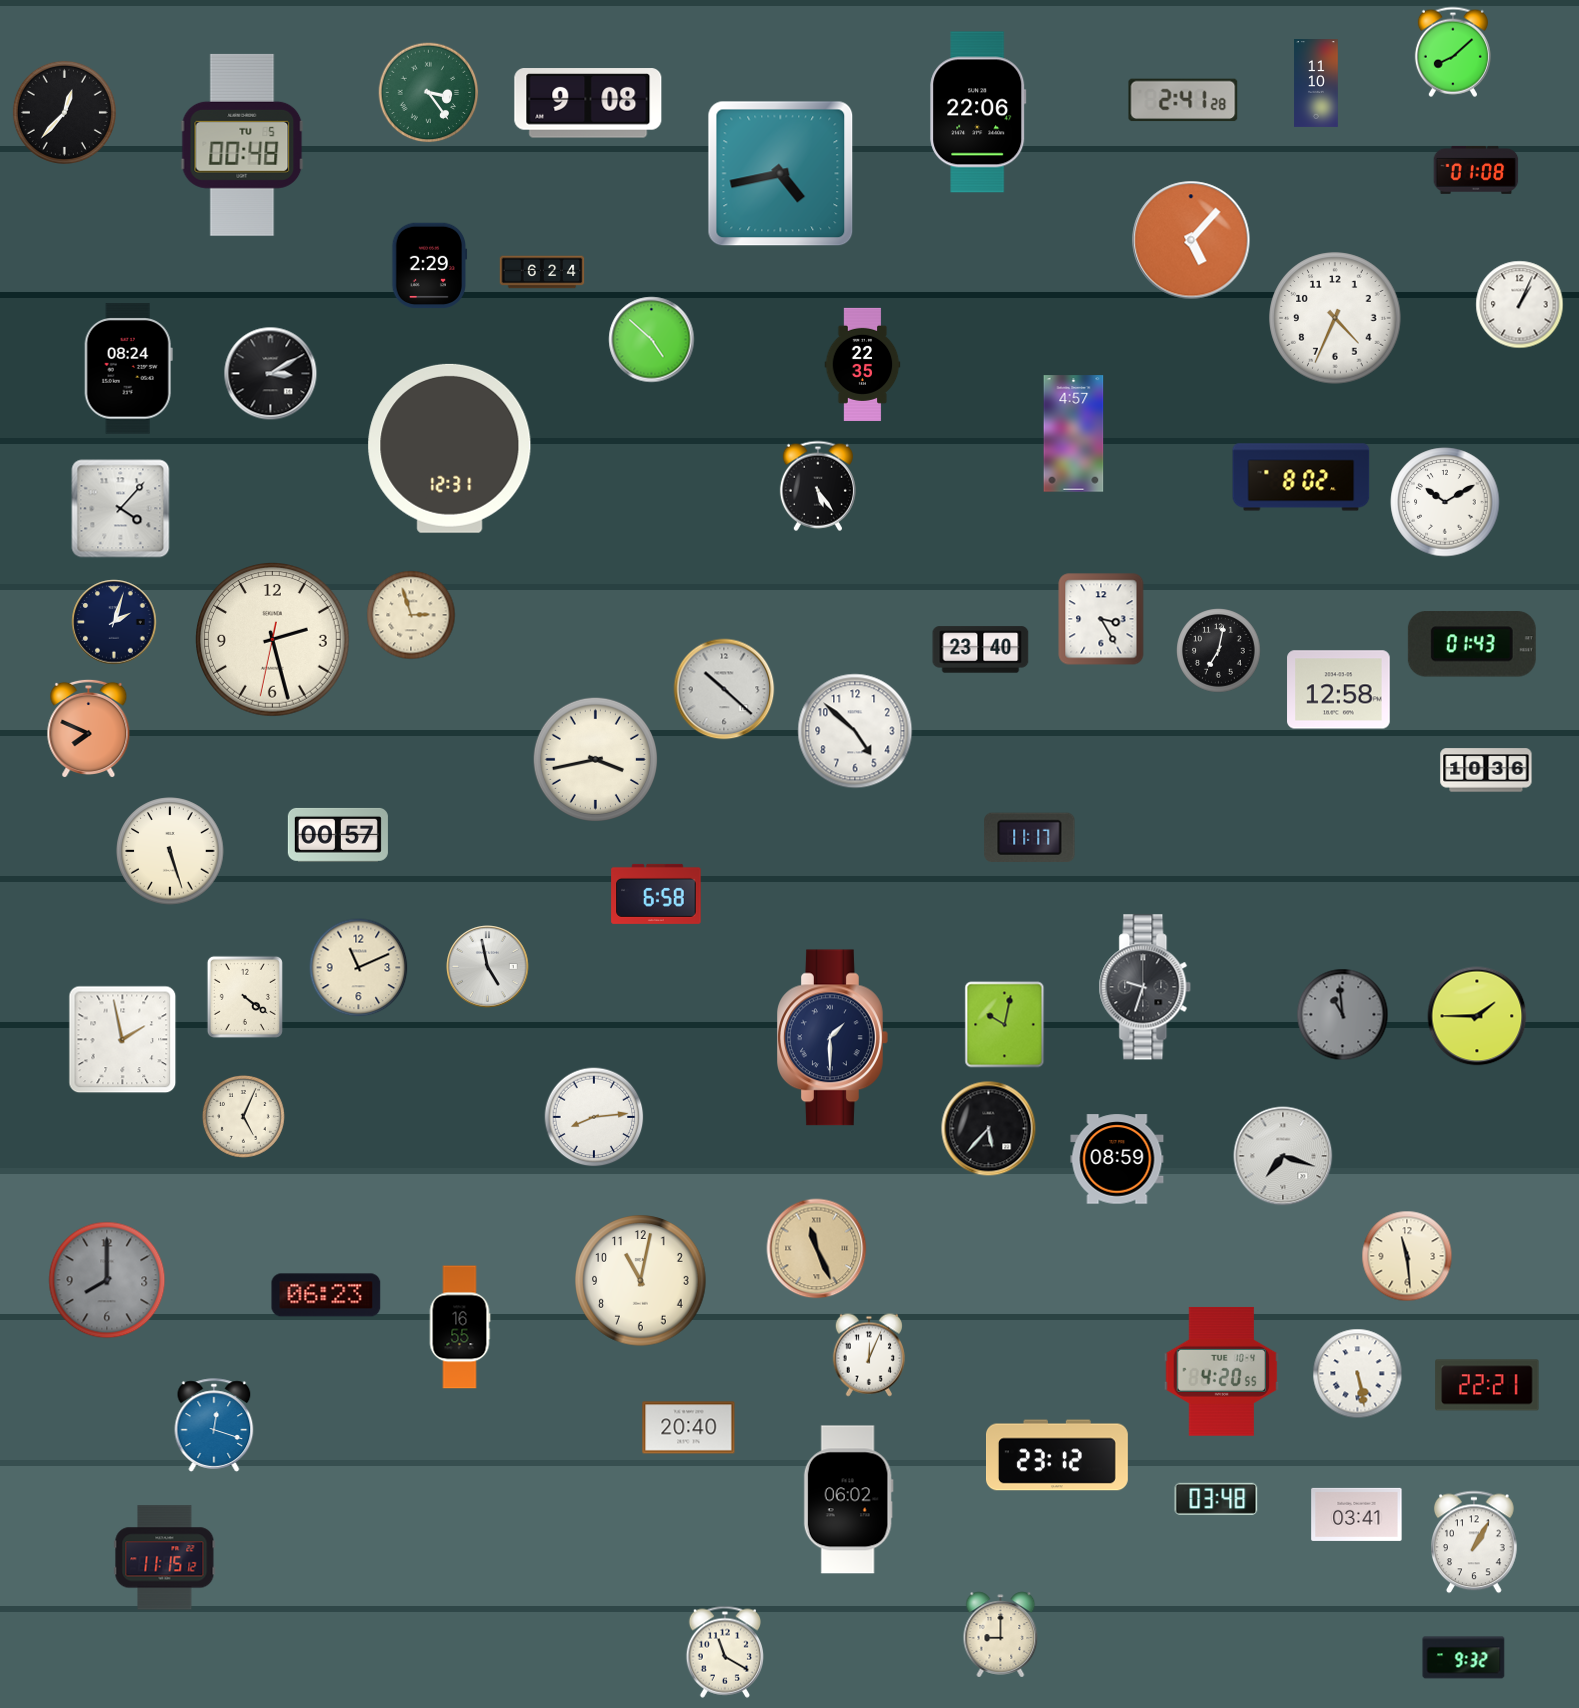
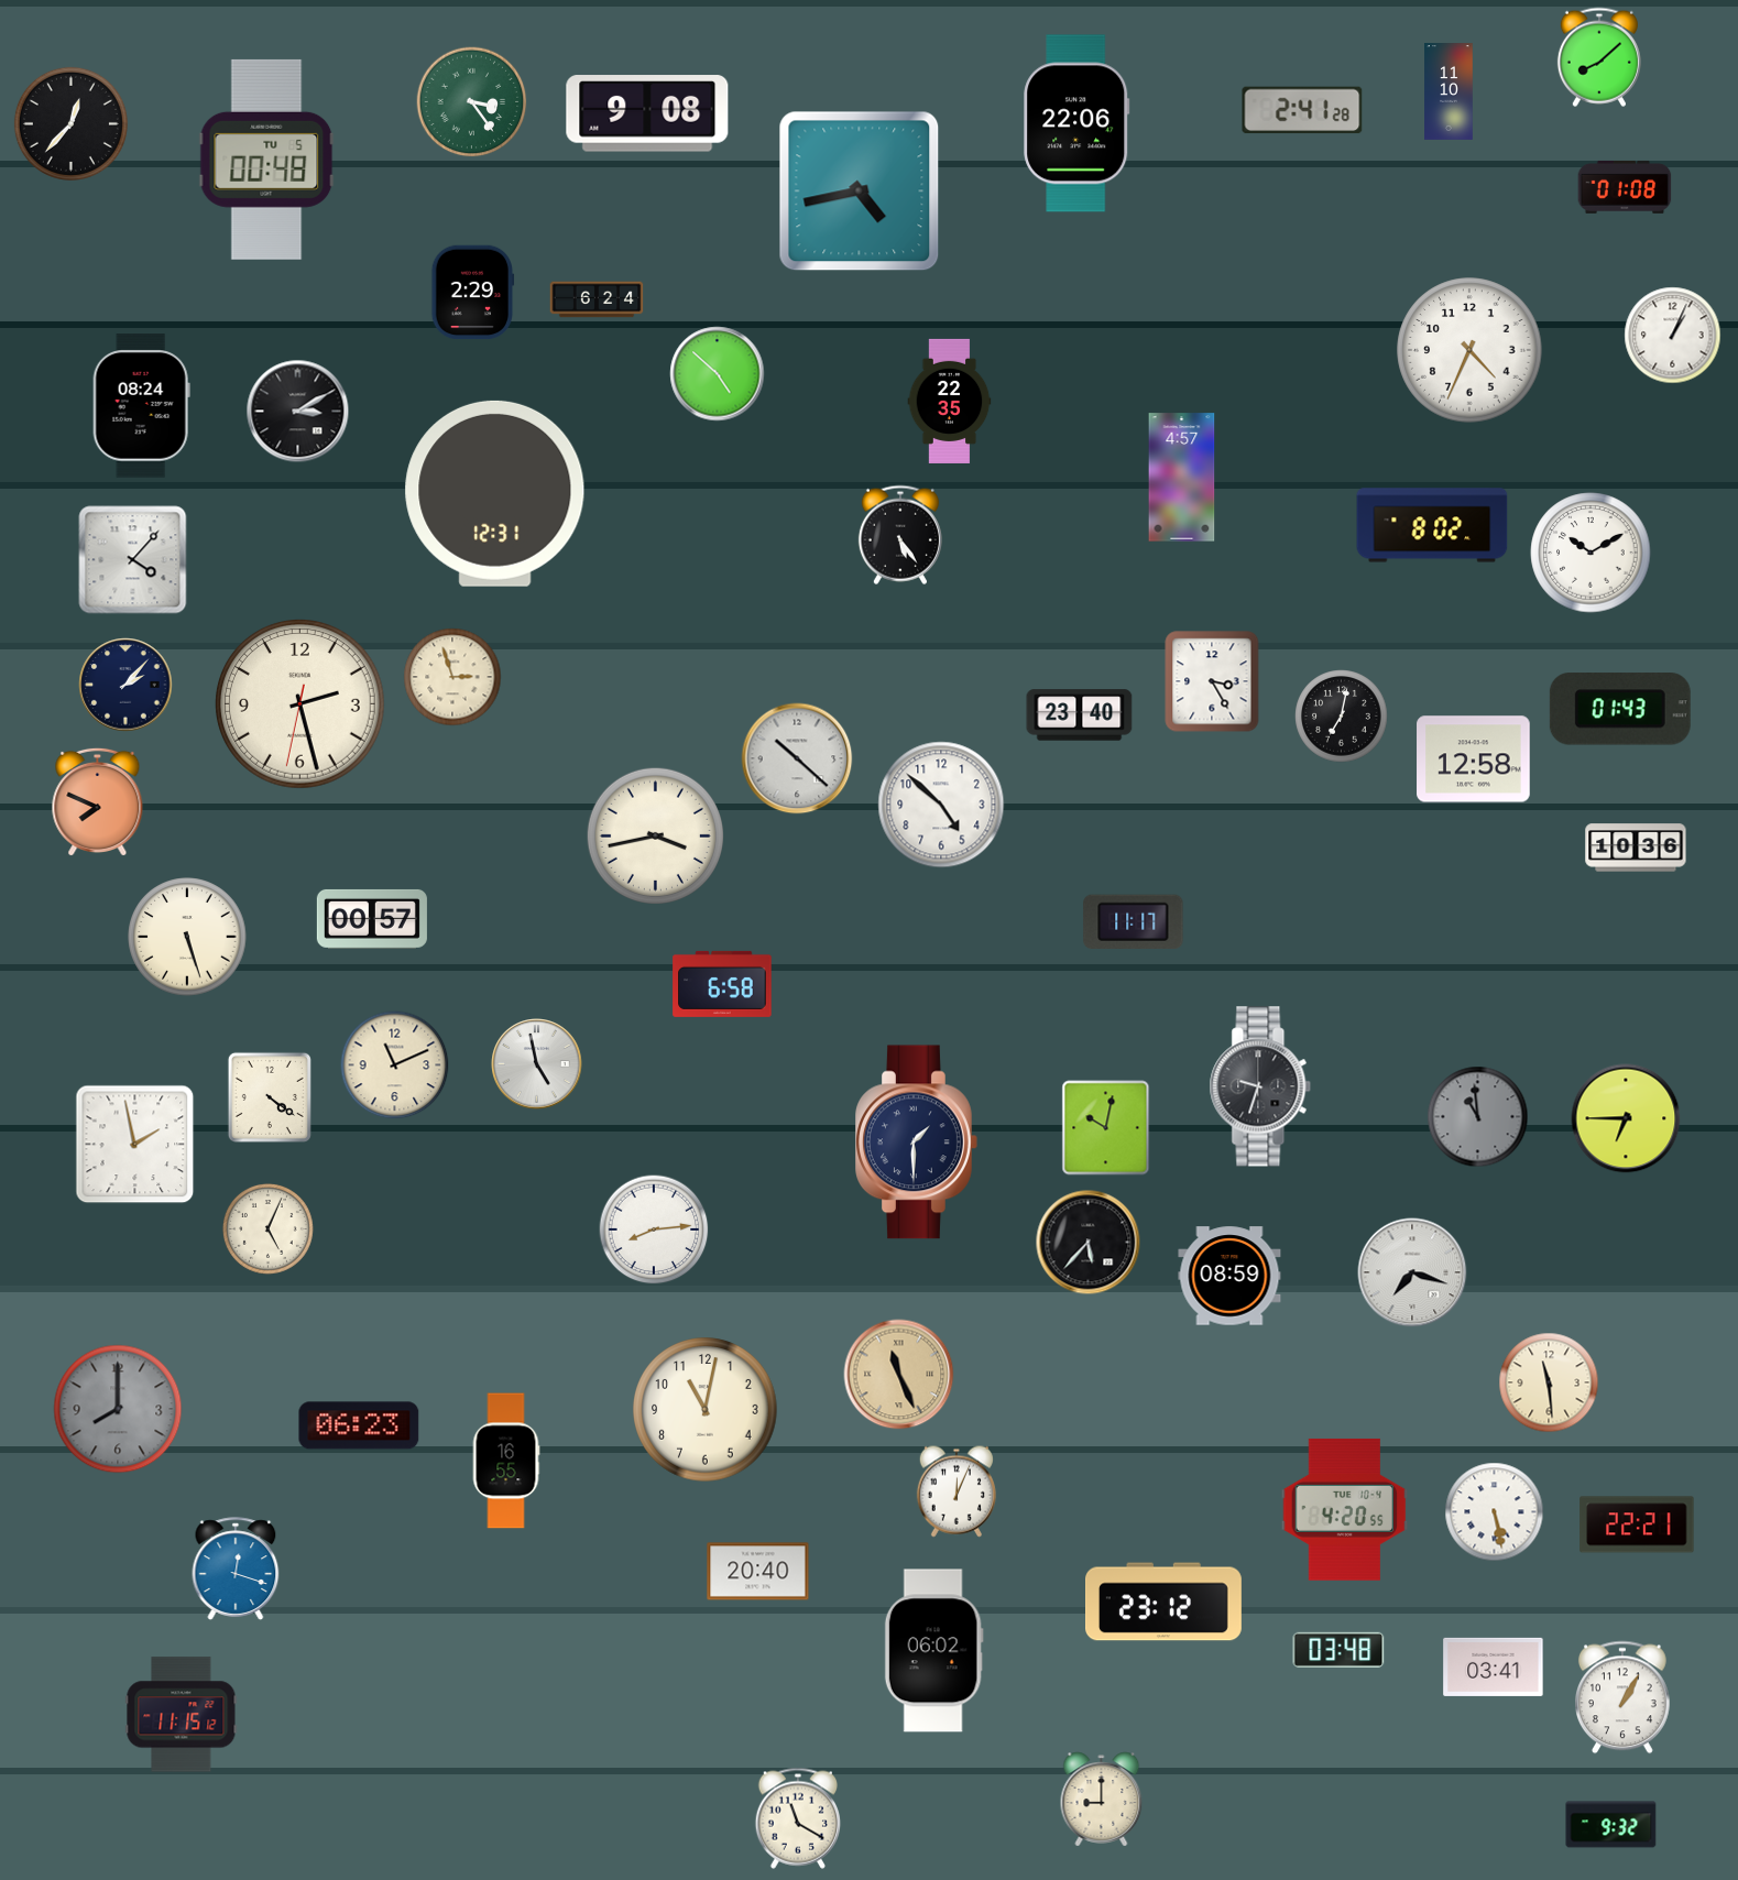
clock at (1191, 240): 5:07 -> none
clock at (114, 622): 2:03 -> 2:07
clock at (1477, 1016): 1:45 -> 6:45
